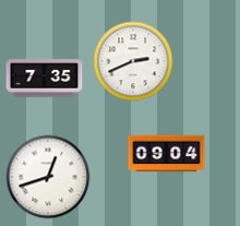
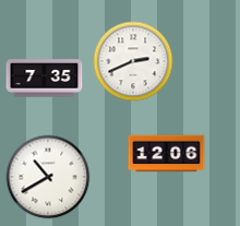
clock at (167, 154): 09:04 -> 12:06
clock at (48, 177): 12:42 -> 10:40
